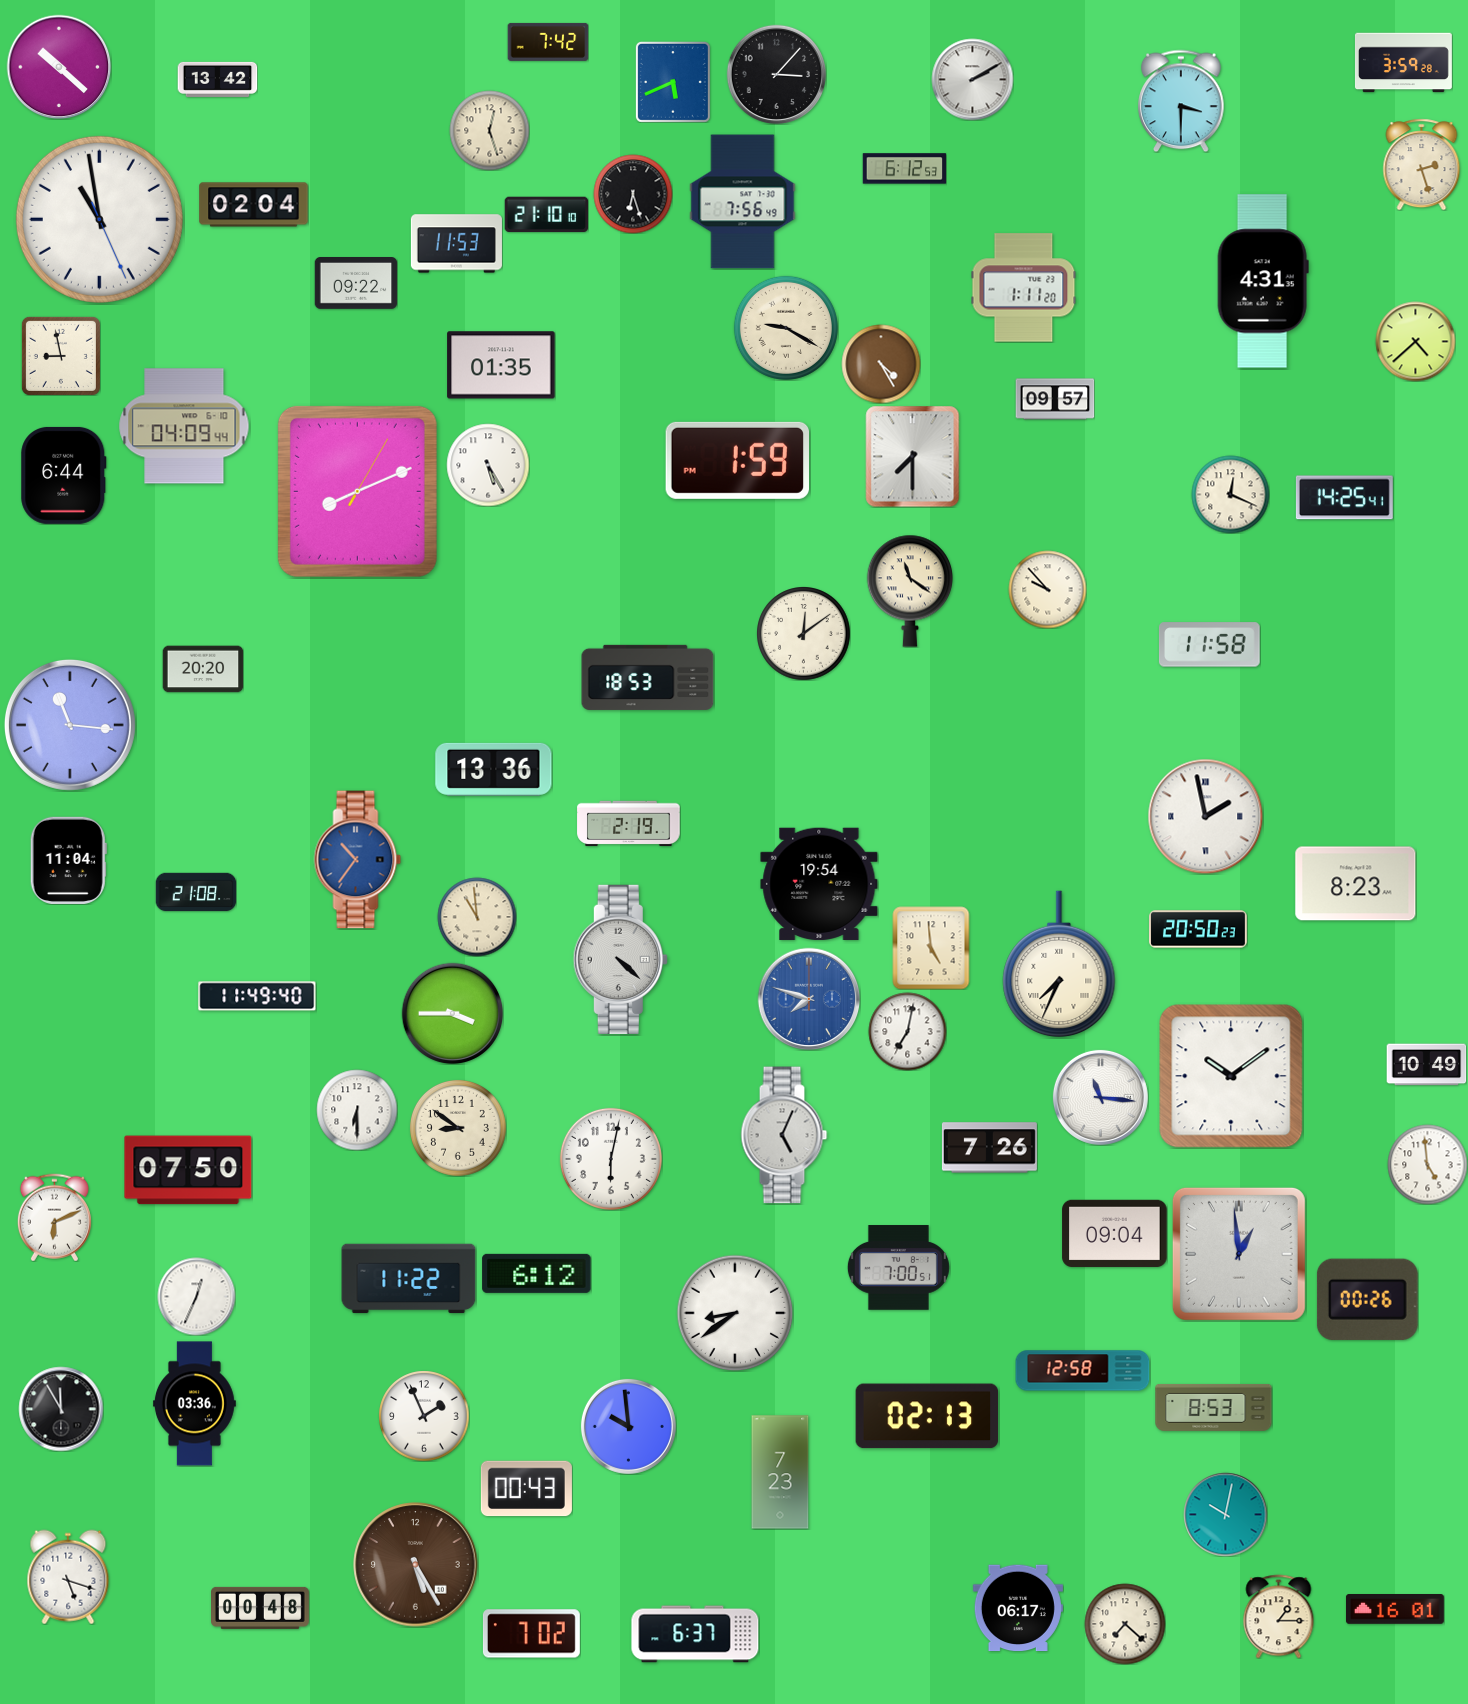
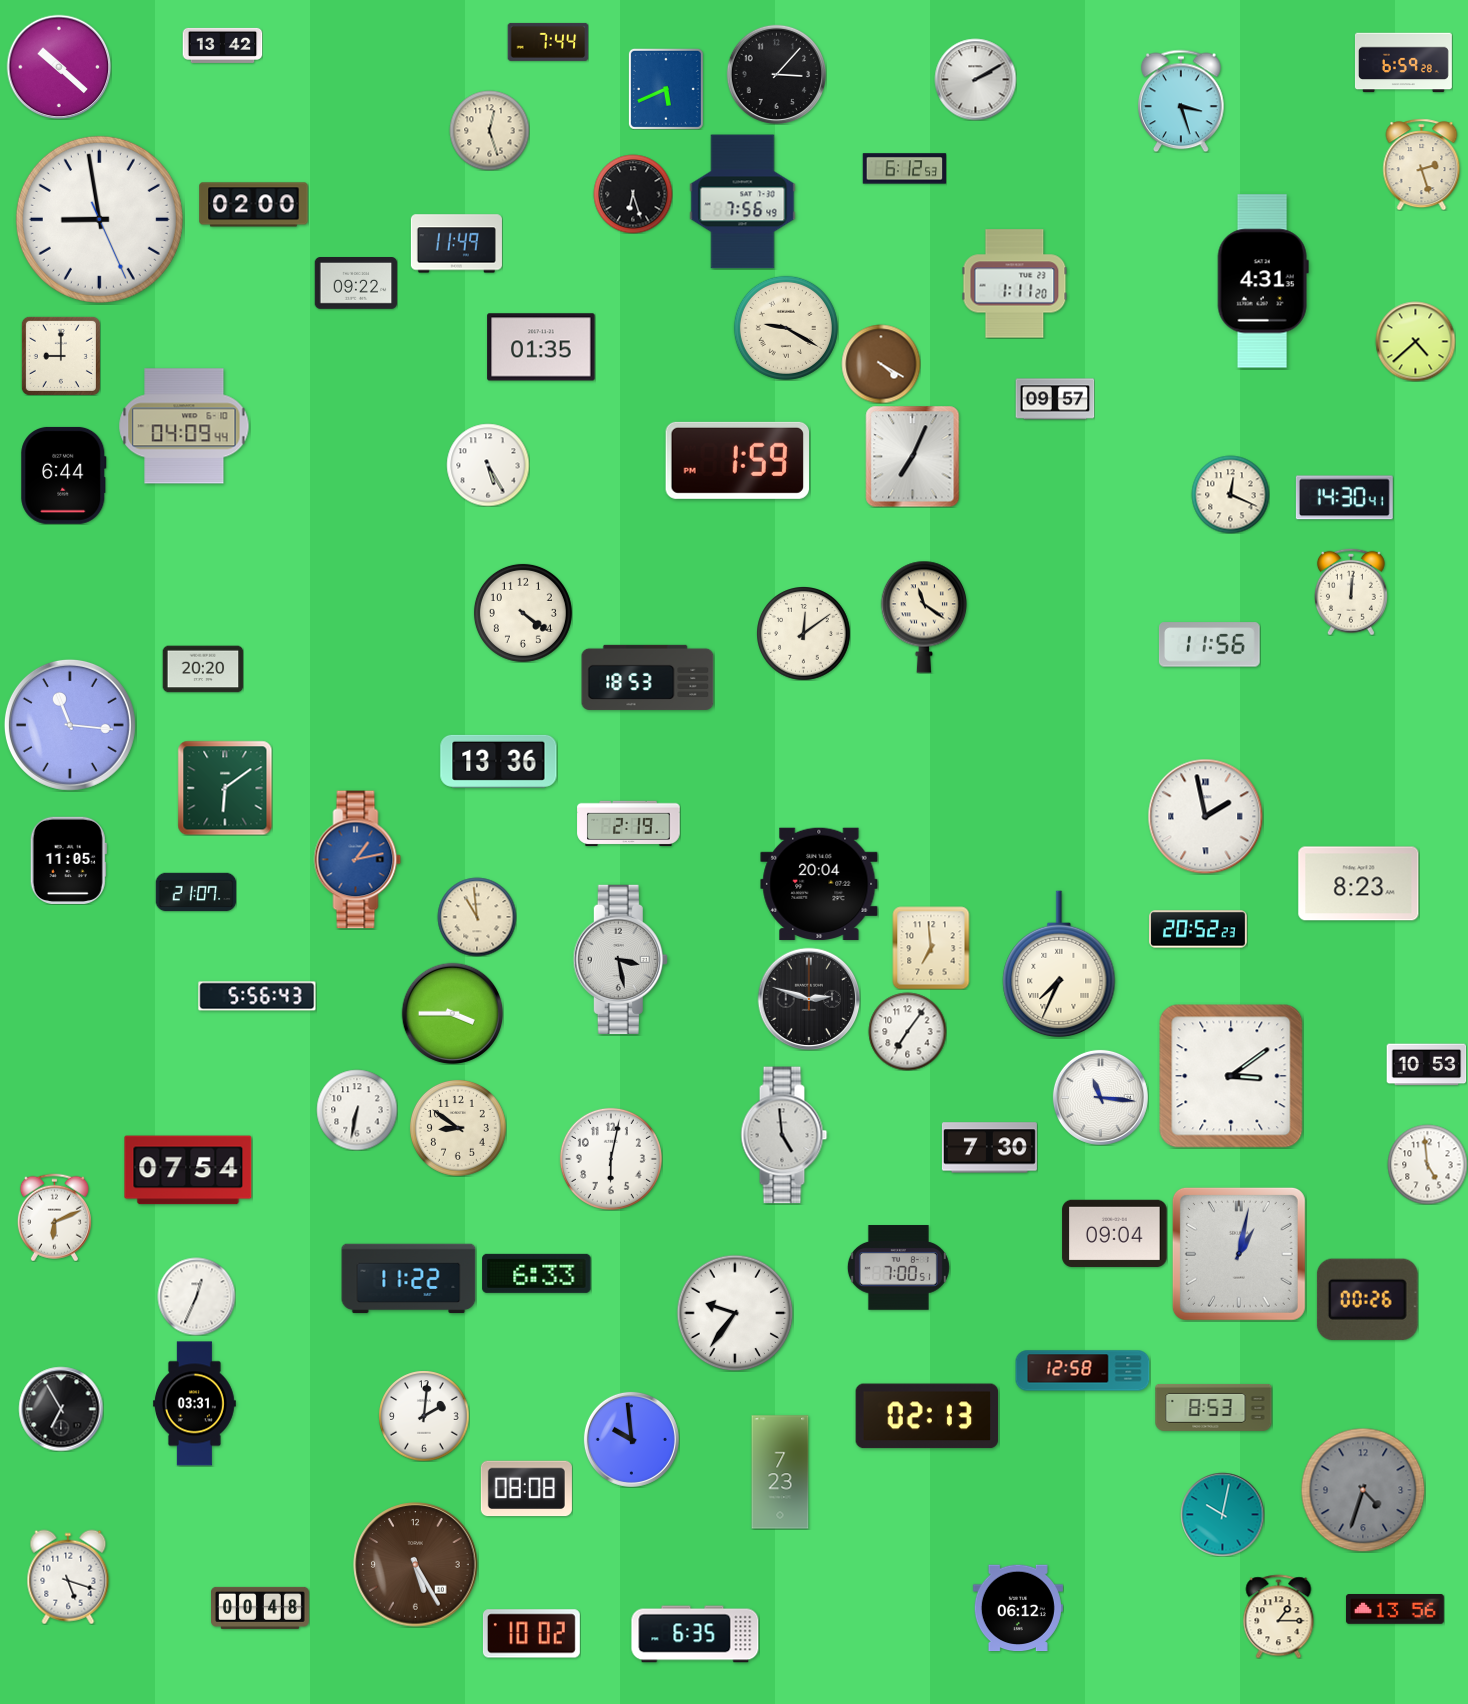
clock at (548, 42): 7:42 -> 7:44
clock at (1404, 63): 3:59 -> 6:59
clock at (217, 79) position: (217, 79) -> (222, 45)
clock at (972, 79) position: (972, 79) -> (975, 79)
clock at (673, 82) position: (673, 82) -> (666, 89)
clock at (1181, 101): 3:30 -> 3:27
clock at (254, 205): 02:04 -> 02:00
clock at (546, 215): 21:10 -> none
clock at (99, 219): 10:58 -> 8:58
clock at (456, 244): 11:53 -> 11:49
clock at (1024, 288) position: (1024, 288) -> (1015, 284)
clock at (61, 356): 8:58 -> 9:00
clock at (881, 364): 4:25 -> 4:20
clock at (501, 365) position: (501, 365) -> (541, 347)
clock at (913, 456): 7:30 -> 7:04
clock at (357, 491): 8:11 -> none
clock at (1344, 498): 14:25 -> 14:30
clock at (1047, 589): 9:53 -> none
clock at (909, 591) position: (909, 591) -> (923, 617)
clock at (1351, 592): none -> 12:01
clock at (523, 613): none -> 4:21
clock at (1210, 645): 11:58 -> 11:56
clock at (494, 769) position: (494, 769) -> (499, 761)
clock at (225, 788): none -> 6:09
clock at (68, 860): 11:04 -> 11:05
clock at (358, 860): 10:36 -> 1:13
clock at (819, 884): 19:54 -> 20:04
clock at (1356, 884) position: (1356, 884) -> (1359, 884)
clock at (196, 892): 21:08 -> 21:07
clock at (1199, 929): 20:50 -> 20:52
clock at (931, 948): 4:59 -> 6:59
clock at (620, 959): 4:22 -> 3:28
clock at (257, 996): 11:49 -> 5:56
clock at (809, 999): 7:48 -> 2:48
clock at (809, 999) dial: blue -> black
clock at (907, 1031): 7:02 -> 7:06
clock at (1426, 1065): 10:49 -> 10:53
clock at (1231, 1076): 10:09 -> 3:09
clock at (357, 1110): 6:30 -> 6:32
clock at (784, 1135): 5:04 -> 4:59
clock at (989, 1148): 7:26 -> 7:30
clock at (188, 1170): 07:50 -> 07:54
clock at (1239, 1254): 12:59 -> 1:02
clock at (537, 1273): 6:12 -> 6:33
clock at (735, 1313): 8:39 -> 9:36
clock at (194, 1404): 03:36 -> 03:31
clock at (61, 1409): 11:55 -> 6:55
clock at (424, 1416): 1:56 -> 2:01
clock at (628, 1426) position: (628, 1426) -> (631, 1439)
clock at (526, 1489): 00:43 -> 08:08
clock at (1363, 1490): none -> 4:33
clock at (1225, 1514) position: (1225, 1514) -> (1222, 1514)
clock at (1018, 1608): 06:17 -> 06:12
clock at (1395, 1610): 16:01 -> 13:56
clock at (1125, 1624): 7:22 -> none
clock at (531, 1634): 7:02 -> 10:02
clock at (695, 1634): 6:37 -> 6:35
